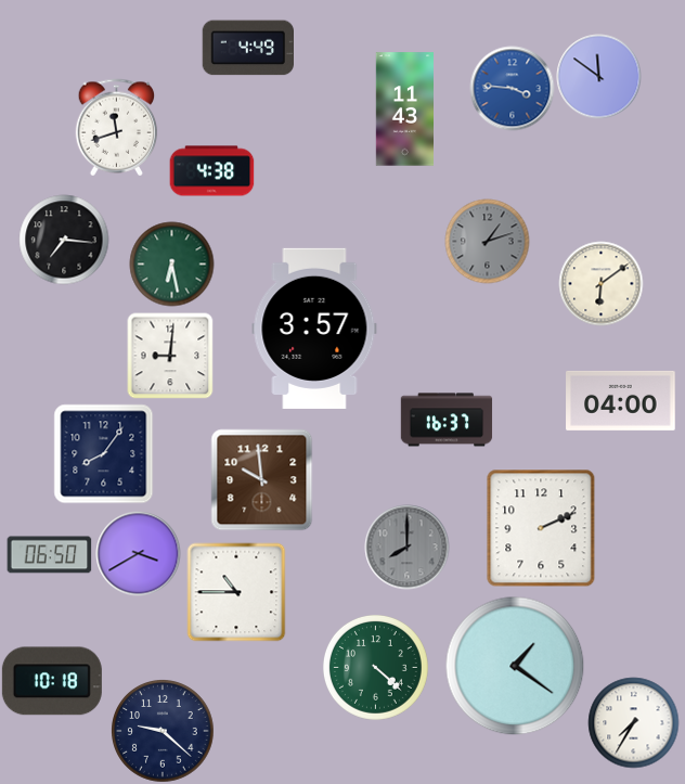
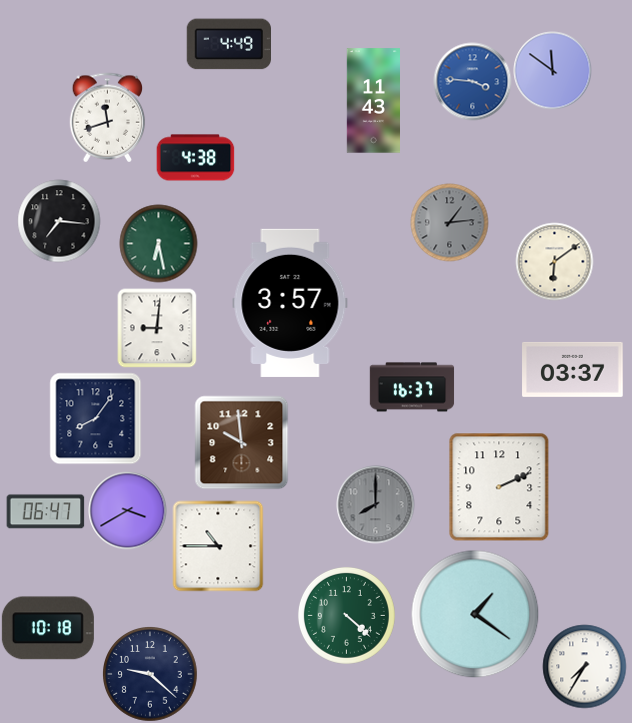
clock at (487, 241): 1:12 -> 1:14
clock at (621, 400): 04:00 -> 03:37
clock at (49, 555): 06:50 -> 06:47
